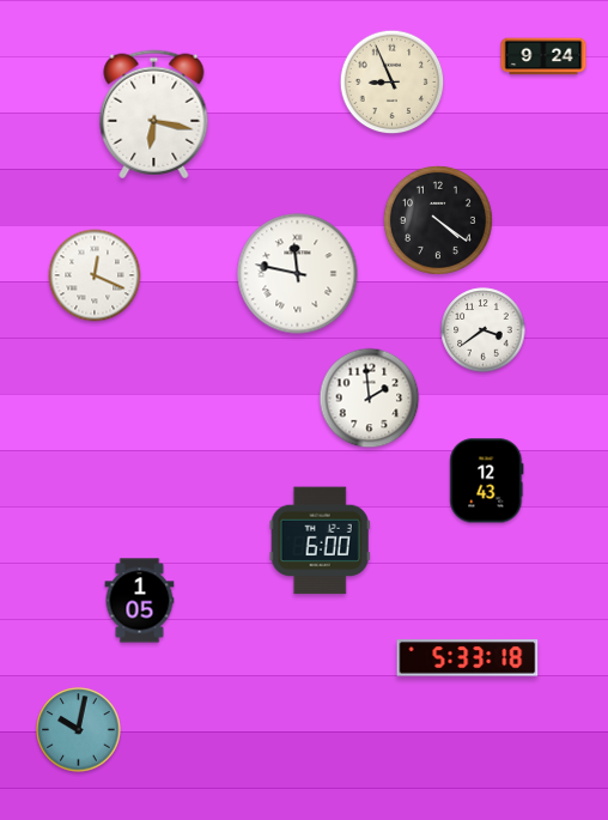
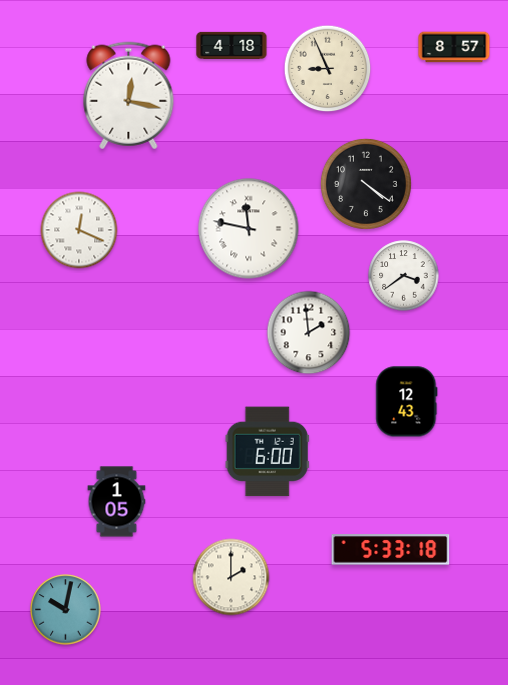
clock at (232, 45): none -> 4:18
clock at (543, 56): 9:24 -> 8:57
clock at (154, 115): 6:17 -> 12:17
clock at (231, 577): none -> 2:00
